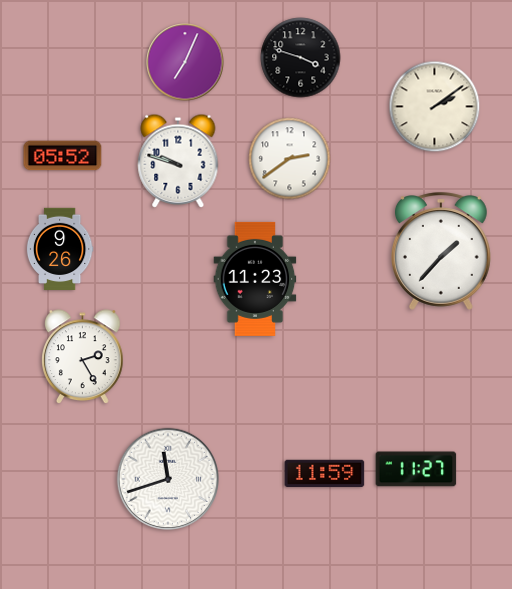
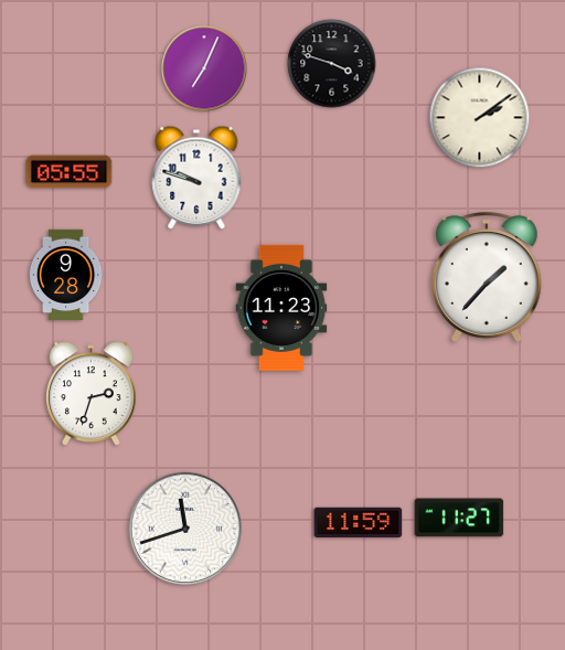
clock at (63, 156): 05:52 -> 05:55
clock at (290, 159): 2:39 -> none
clock at (60, 249): 9:26 -> 9:28
clock at (83, 357): 2:25 -> 2:33
